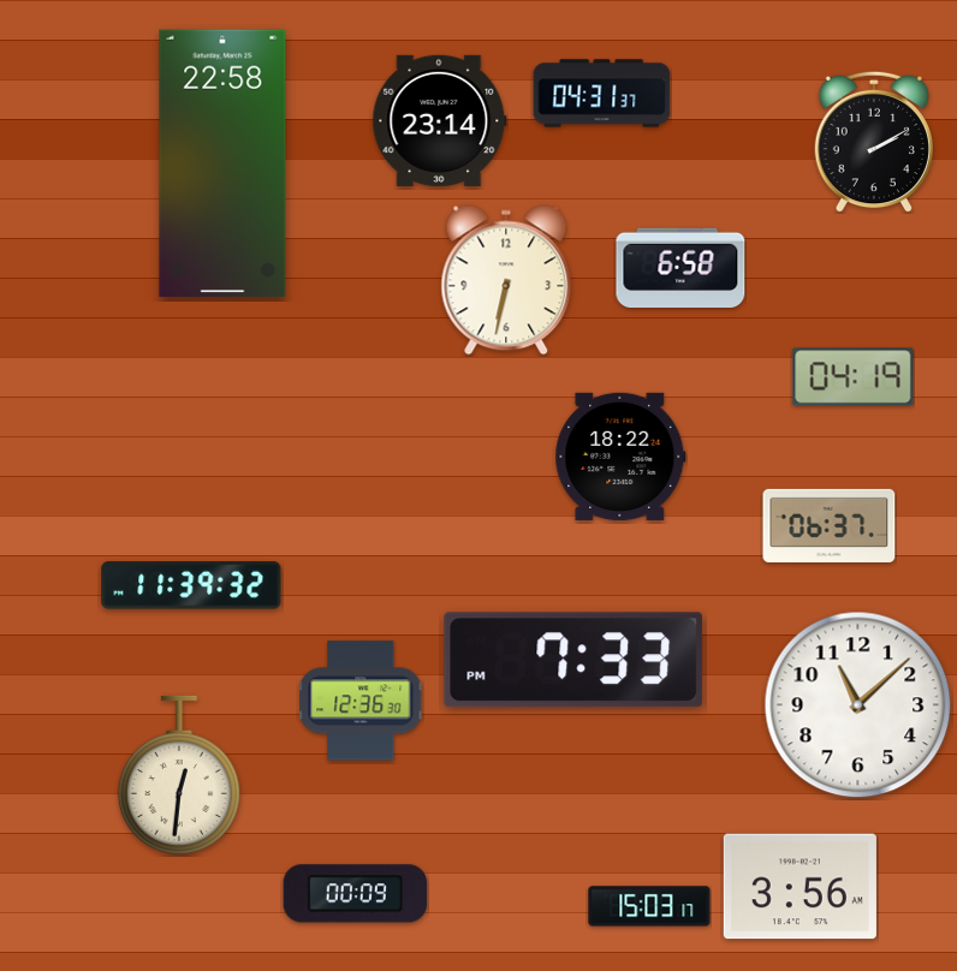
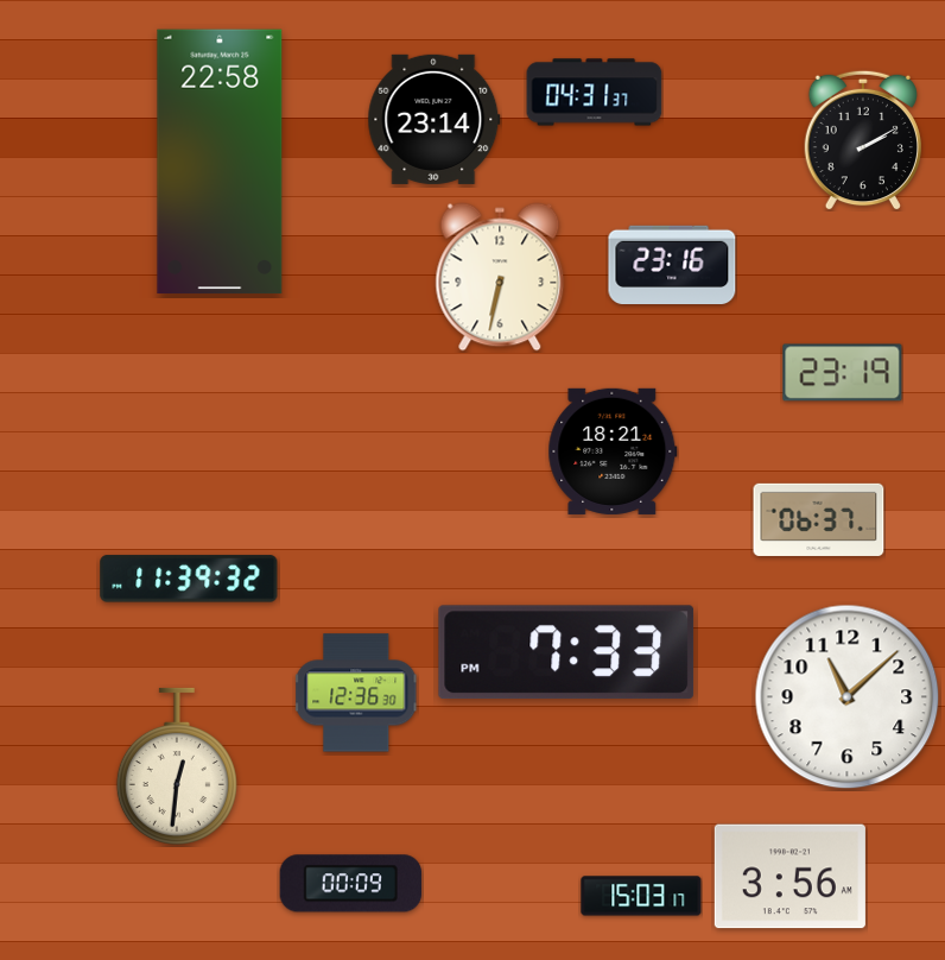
clock at (680, 267): 6:58 -> 23:16
clock at (854, 377): 04:19 -> 23:19
clock at (620, 457): 18:22 -> 18:21
